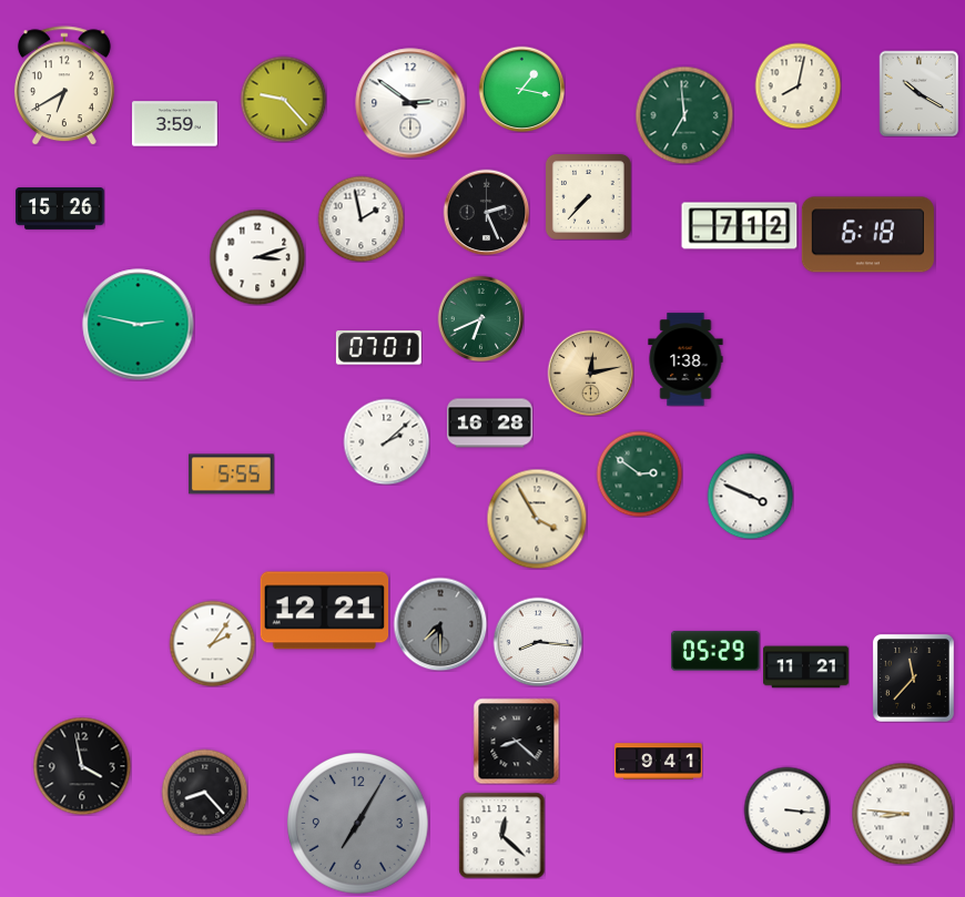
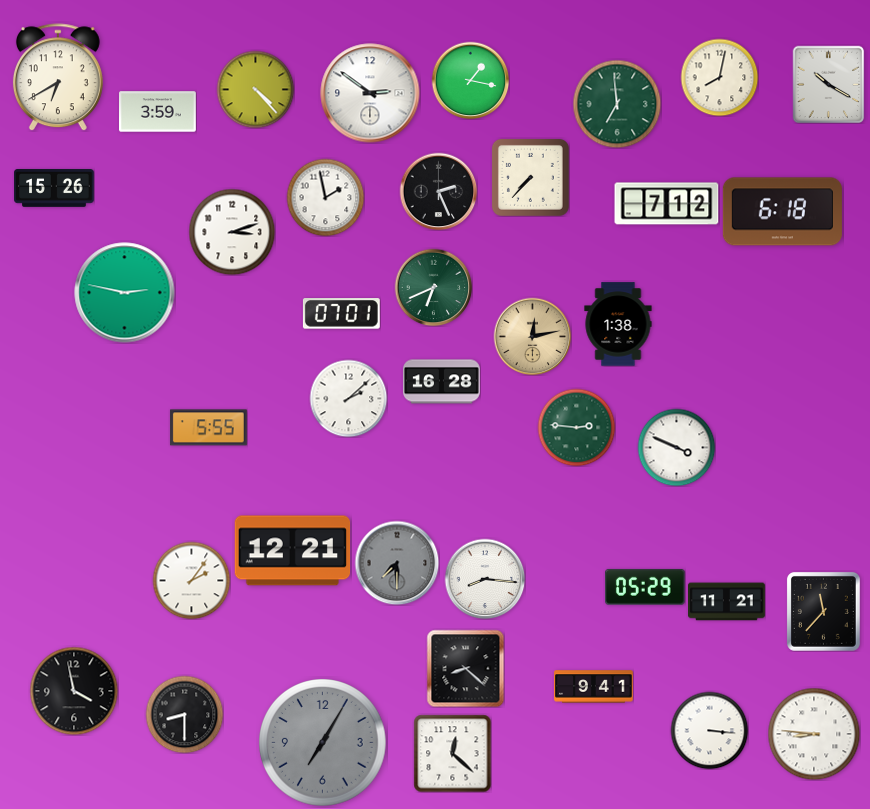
clock at (283, 99): 9:23 -> 4:23
clock at (639, 473): 2:51 -> 2:46
clock at (537, 519): 3:55 -> none
clock at (204, 792): 8:23 -> 8:30
